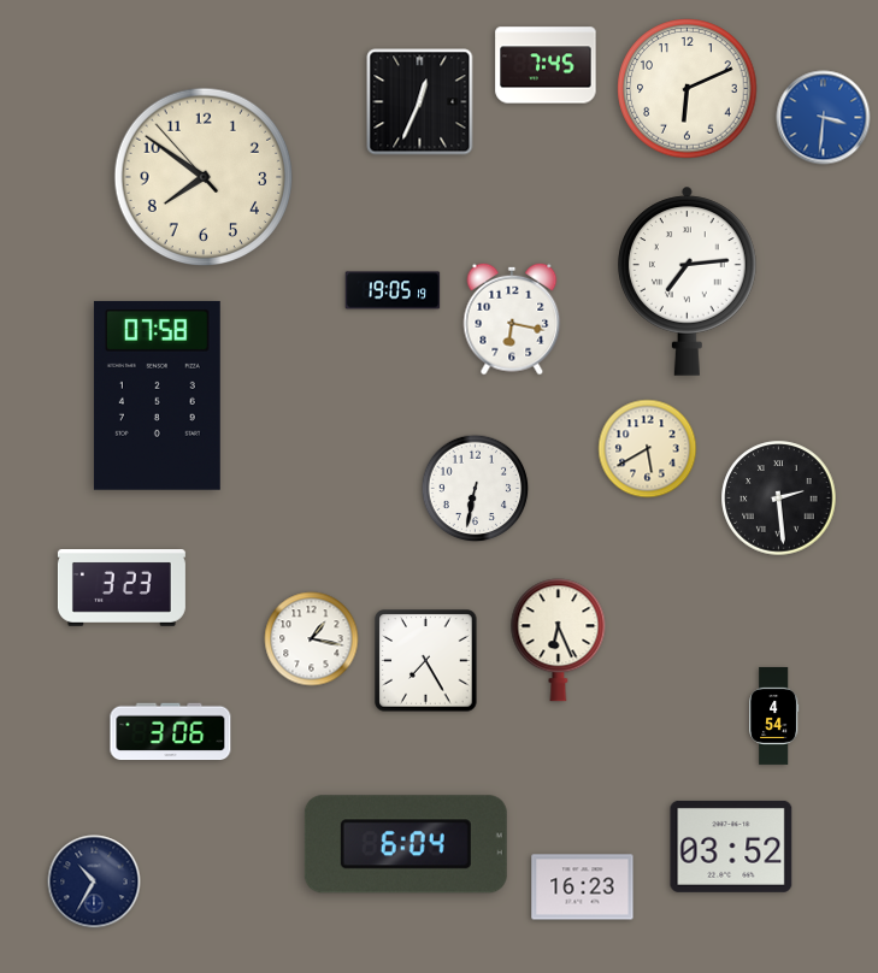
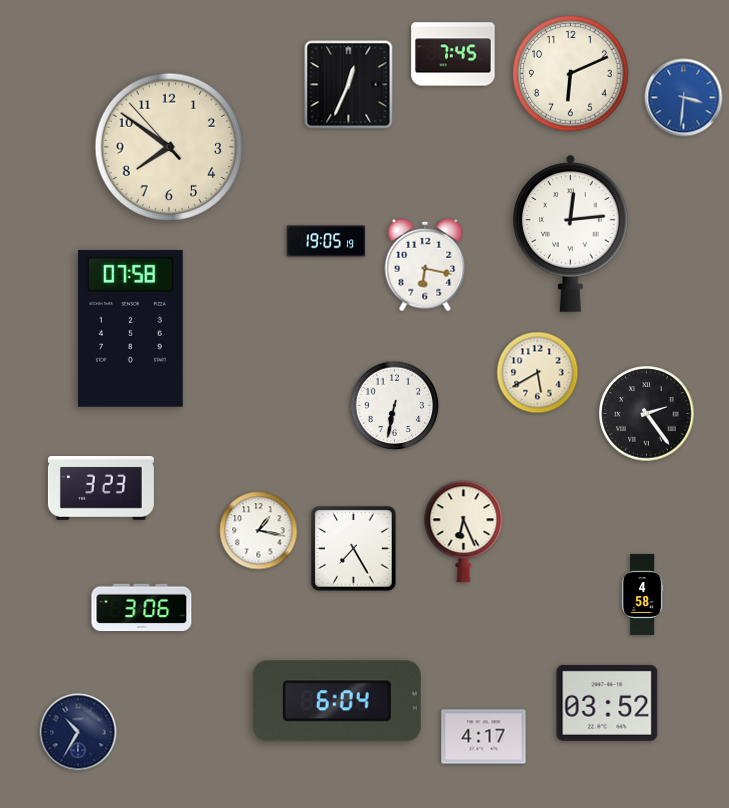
clock at (688, 281): 7:14 -> 12:14
clock at (779, 499): 2:29 -> 2:24
clock at (774, 715): 4:54 -> 4:58
clock at (583, 888): 16:23 -> 4:17
